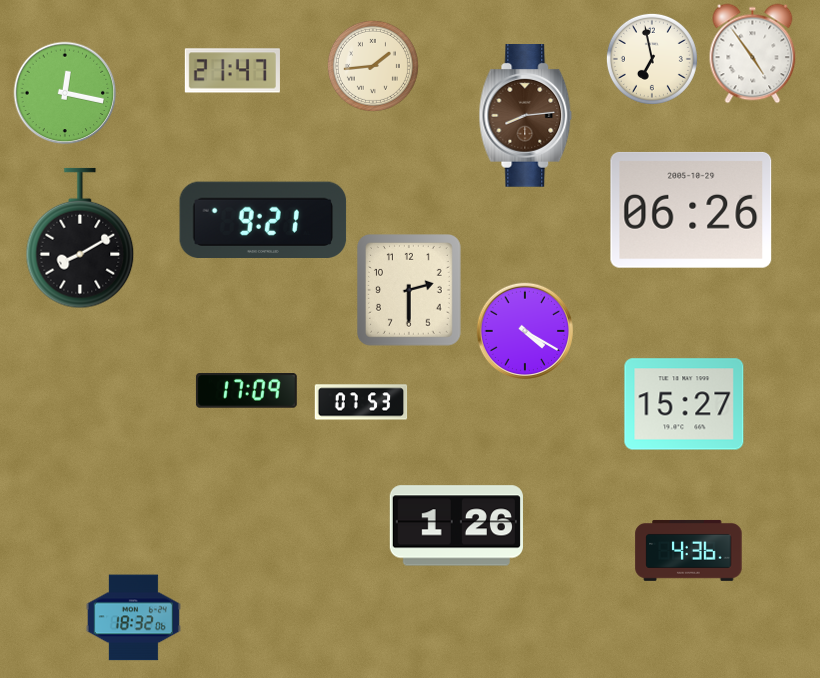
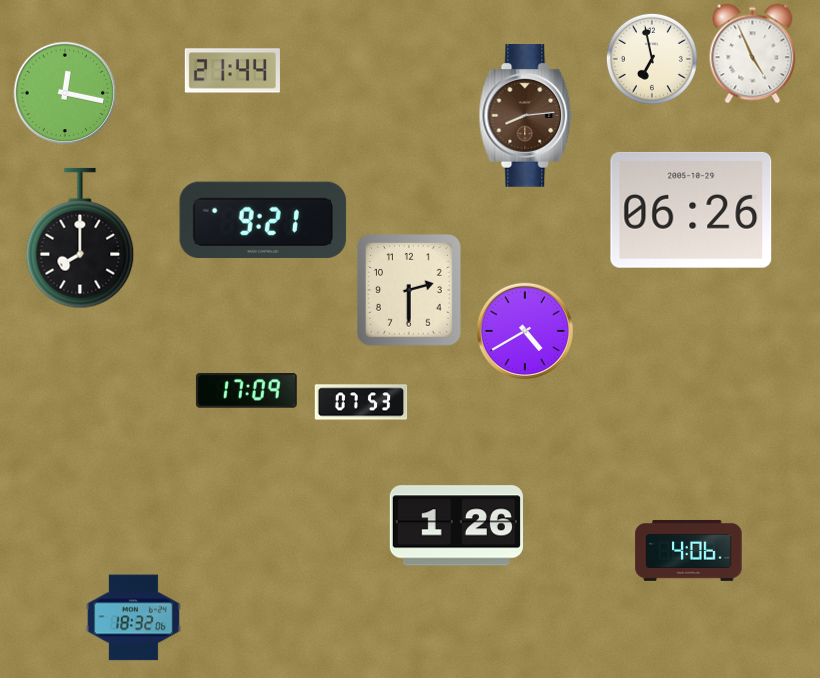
clock at (753, 54): 4:54 -> 4:56
clock at (373, 66): 1:44 -> none
clock at (232, 71): 21:47 -> 21:44
clock at (80, 238): 8:10 -> 8:00
clock at (524, 330): 4:20 -> 4:40
clock at (684, 404): 15:27 -> none
clock at (689, 550): 4:36 -> 4:06
